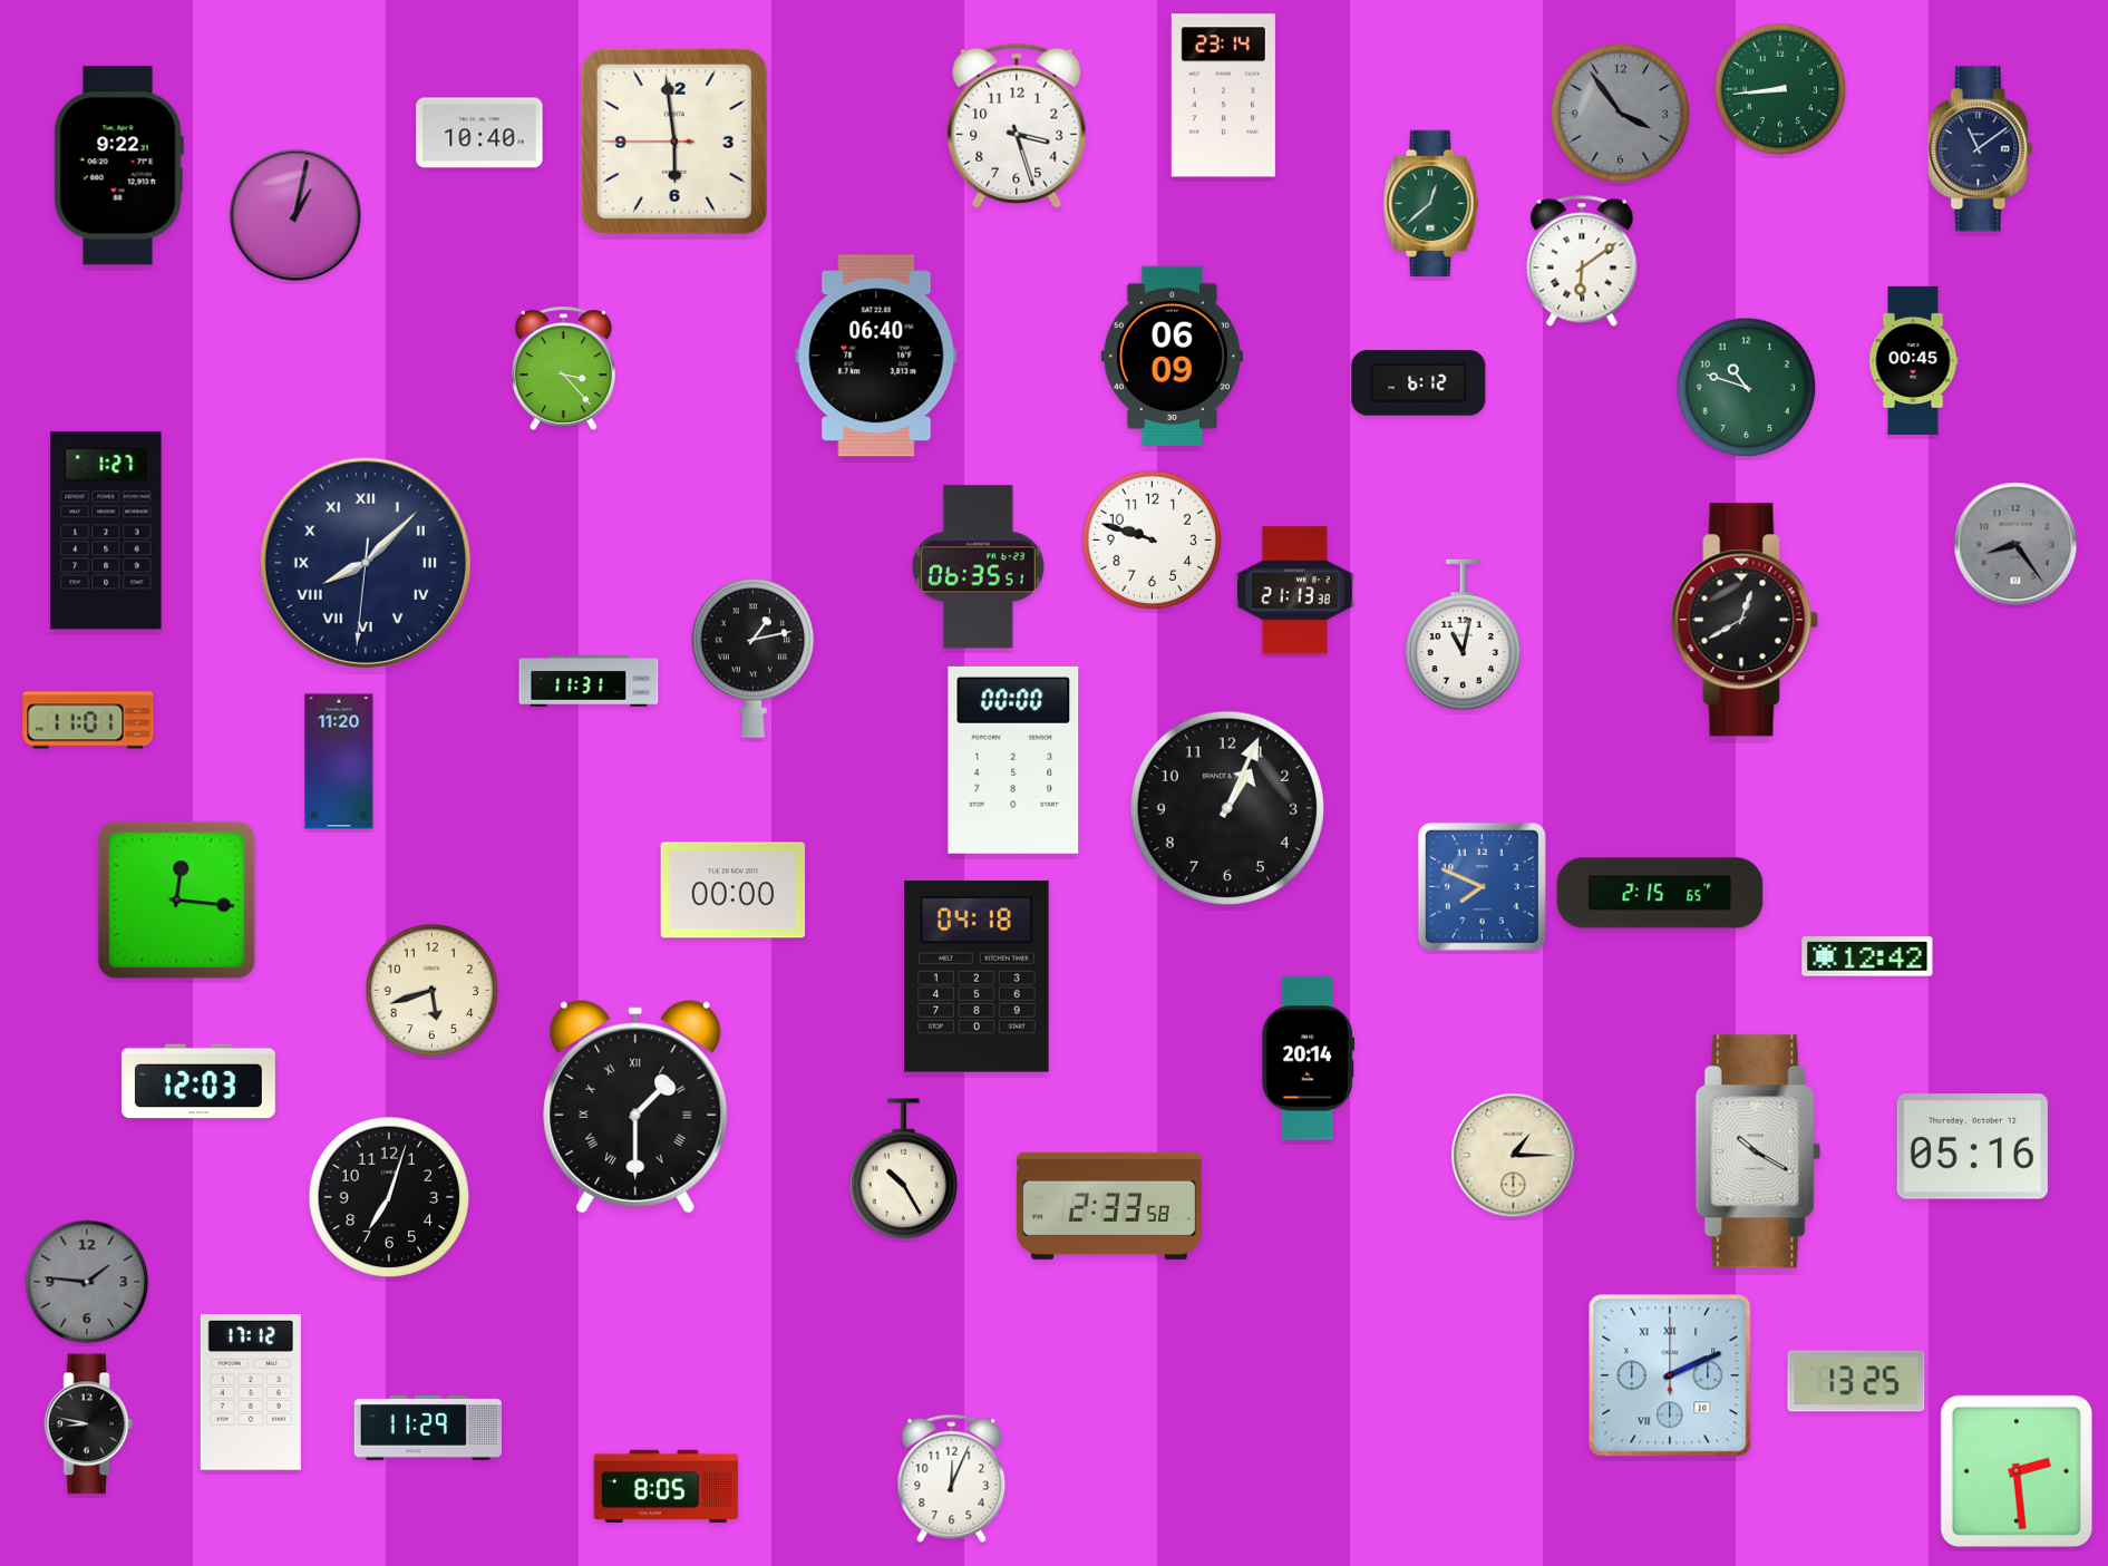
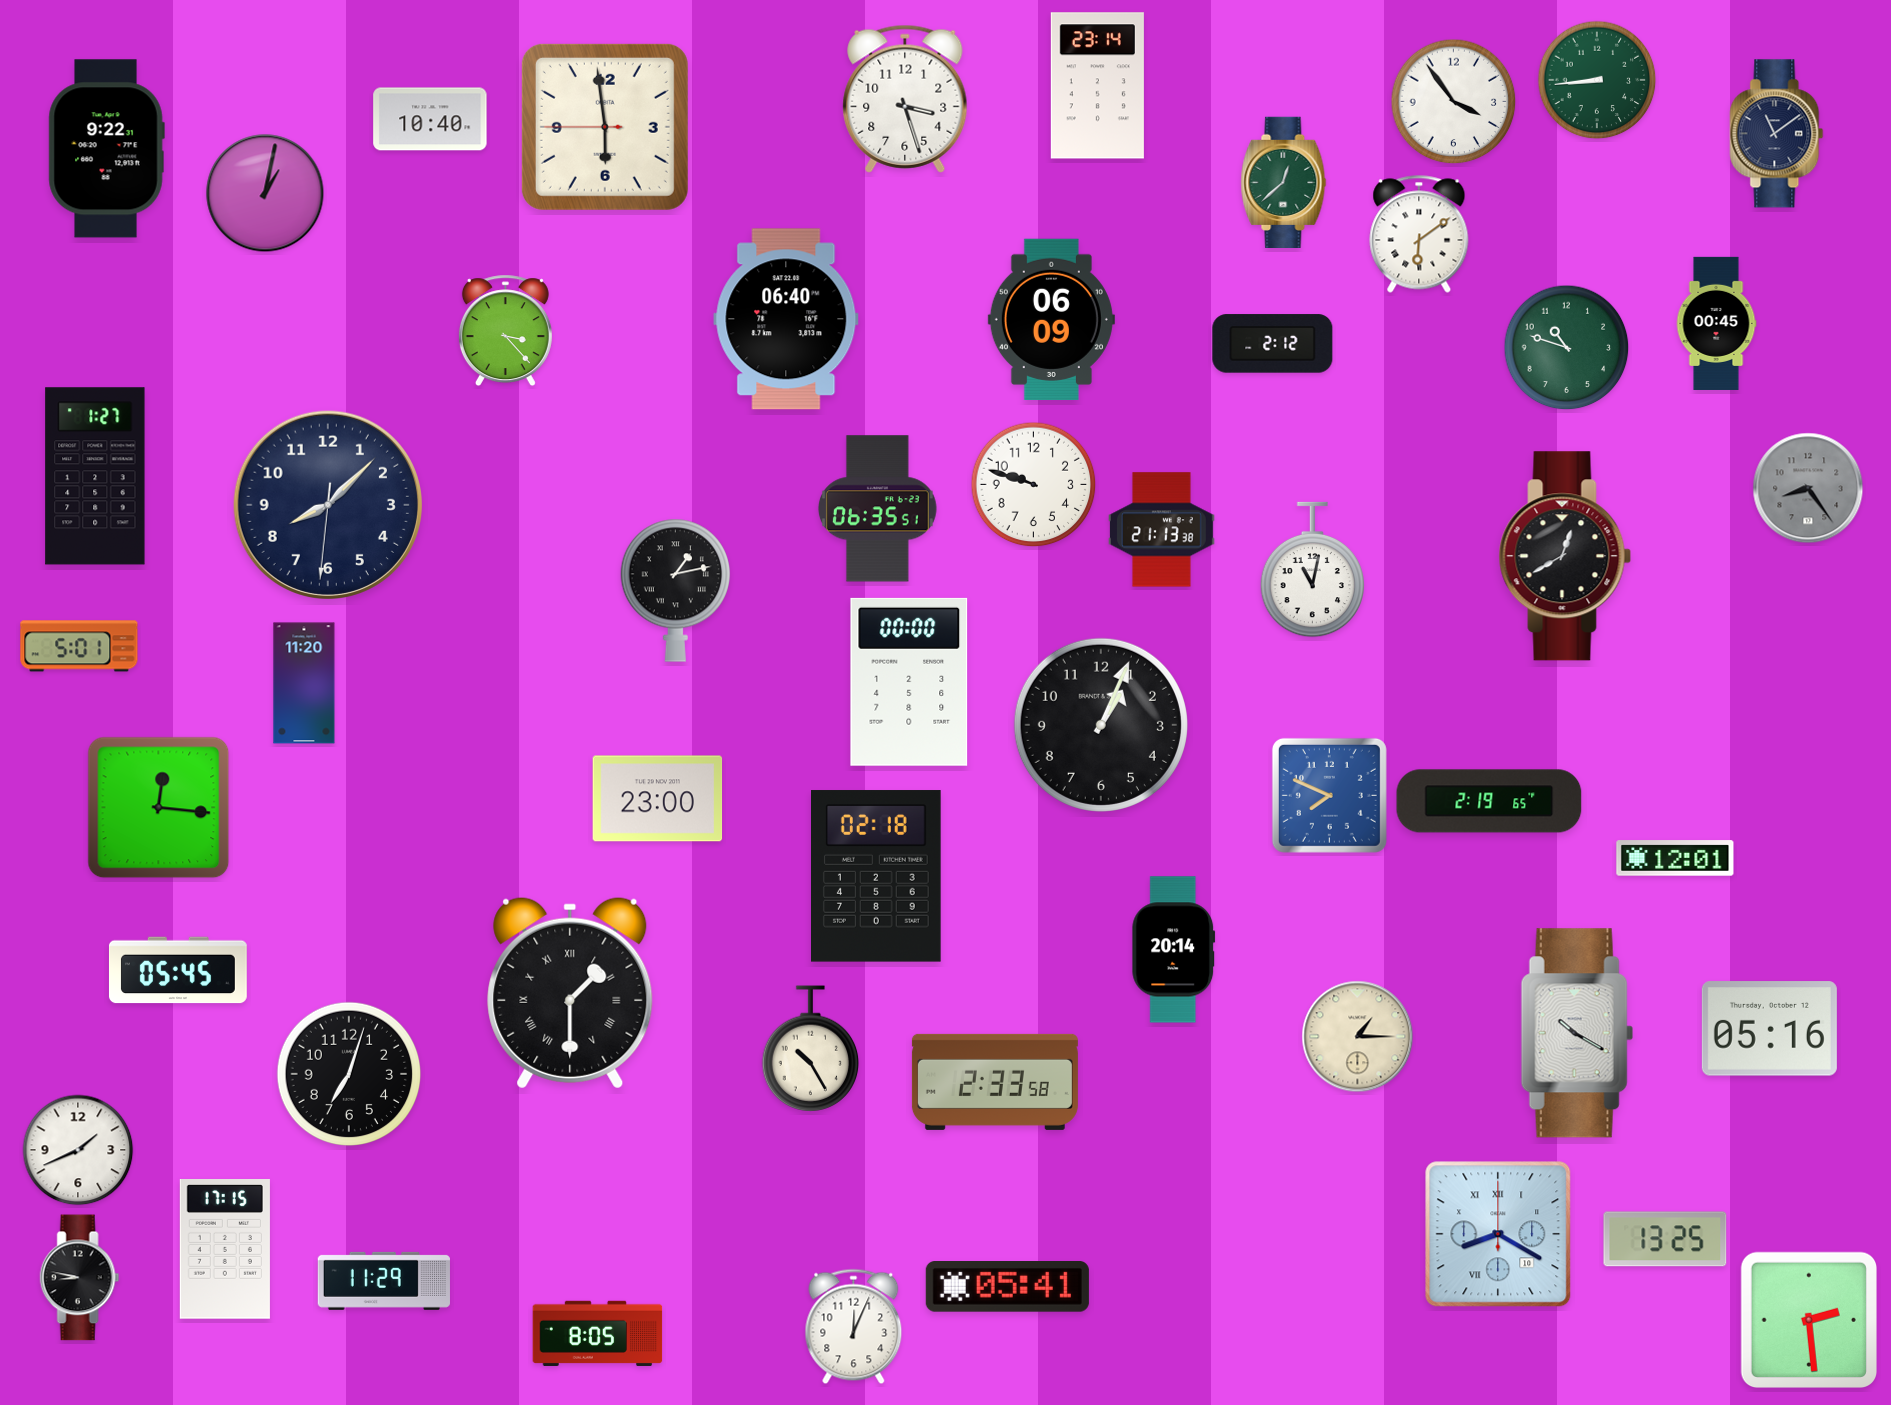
clock at (1621, 114) dial: grey -> white
clock at (1017, 126) position: (1017, 126) -> (905, 99)
clock at (1419, 383): 6:12 -> 2:12
clock at (365, 562) numerals: Roman -> Arabic
clock at (589, 681): 11:31 -> none
clock at (88, 720): 11:01 -> 5:01
clock at (734, 891): 00:00 -> 23:00
clock at (1660, 893): 2:15 -> 2:19
clock at (1867, 956): 12:42 -> 12:01
clock at (978, 976): 04:18 -> 02:18
clock at (433, 991): 5:42 -> none
clock at (198, 1081): 12:03 -> 05:45
clock at (87, 1282): 1:46 -> 1:41
clock at (87, 1282) dial: grey -> white
clock at (1670, 1375): 2:11 -> 8:20
clock at (251, 1393): 17:12 -> 17:15
clock at (1007, 1287): none -> 05:41
